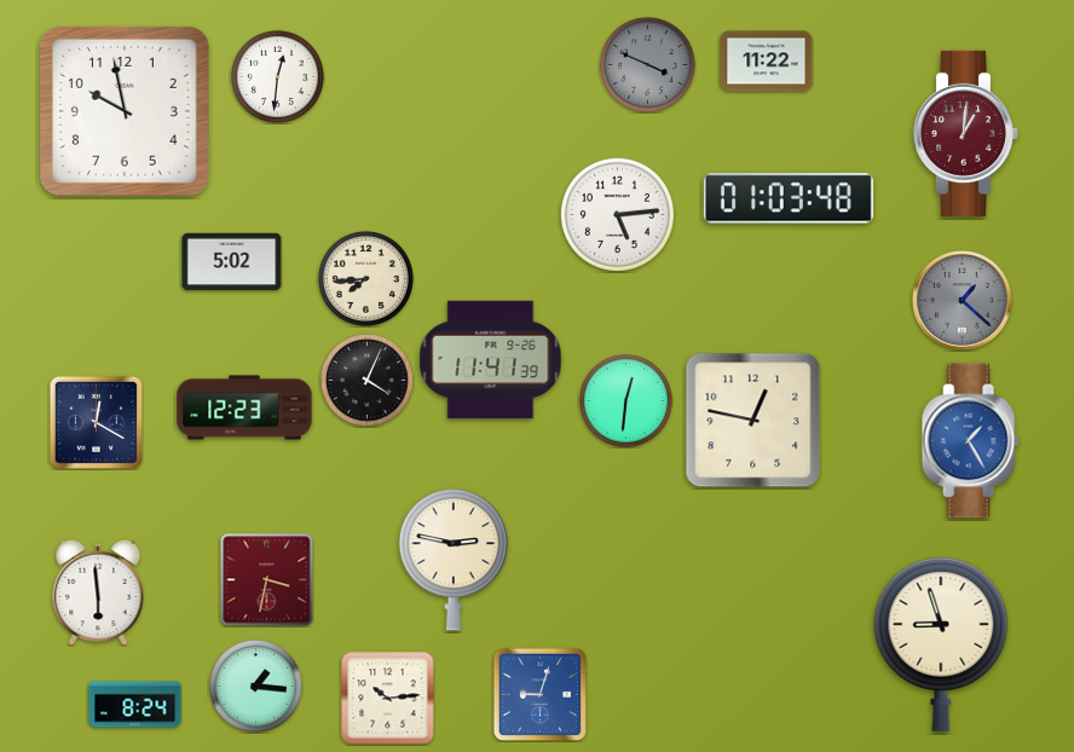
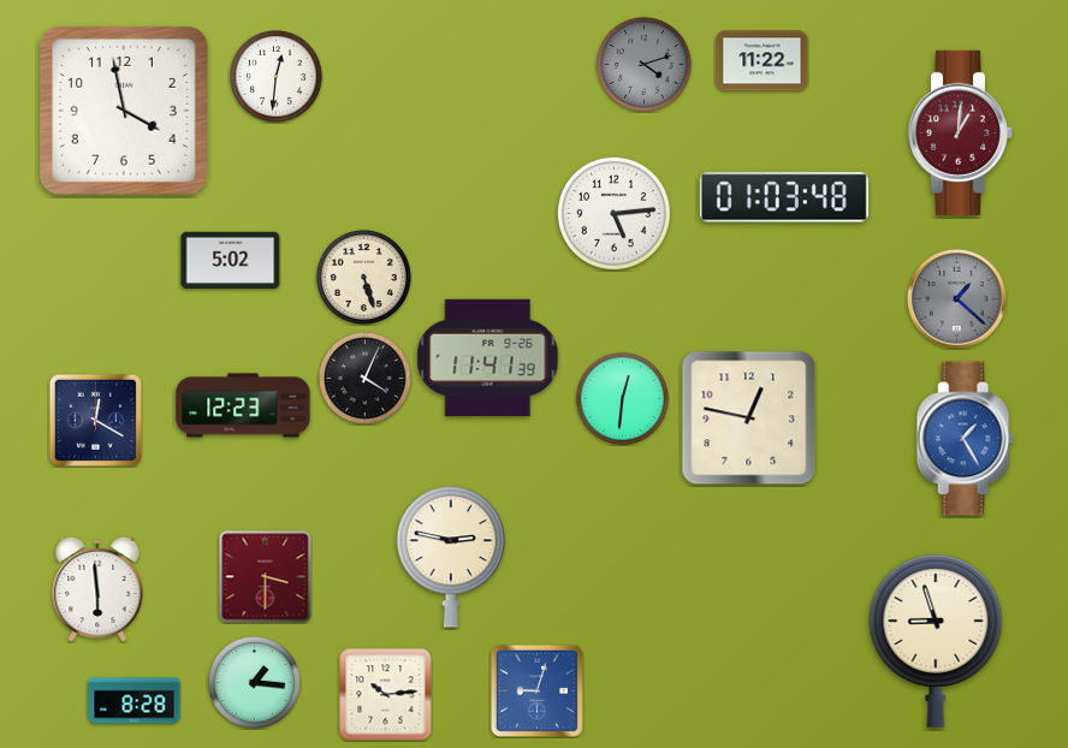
clock at (647, 64): 3:49 -> 4:12
clock at (125, 111): 9:58 -> 3:58
clock at (365, 278): 7:44 -> 5:27
clock at (267, 580): 3:32 -> 3:30
clock at (135, 705): 8:24 -> 8:28
